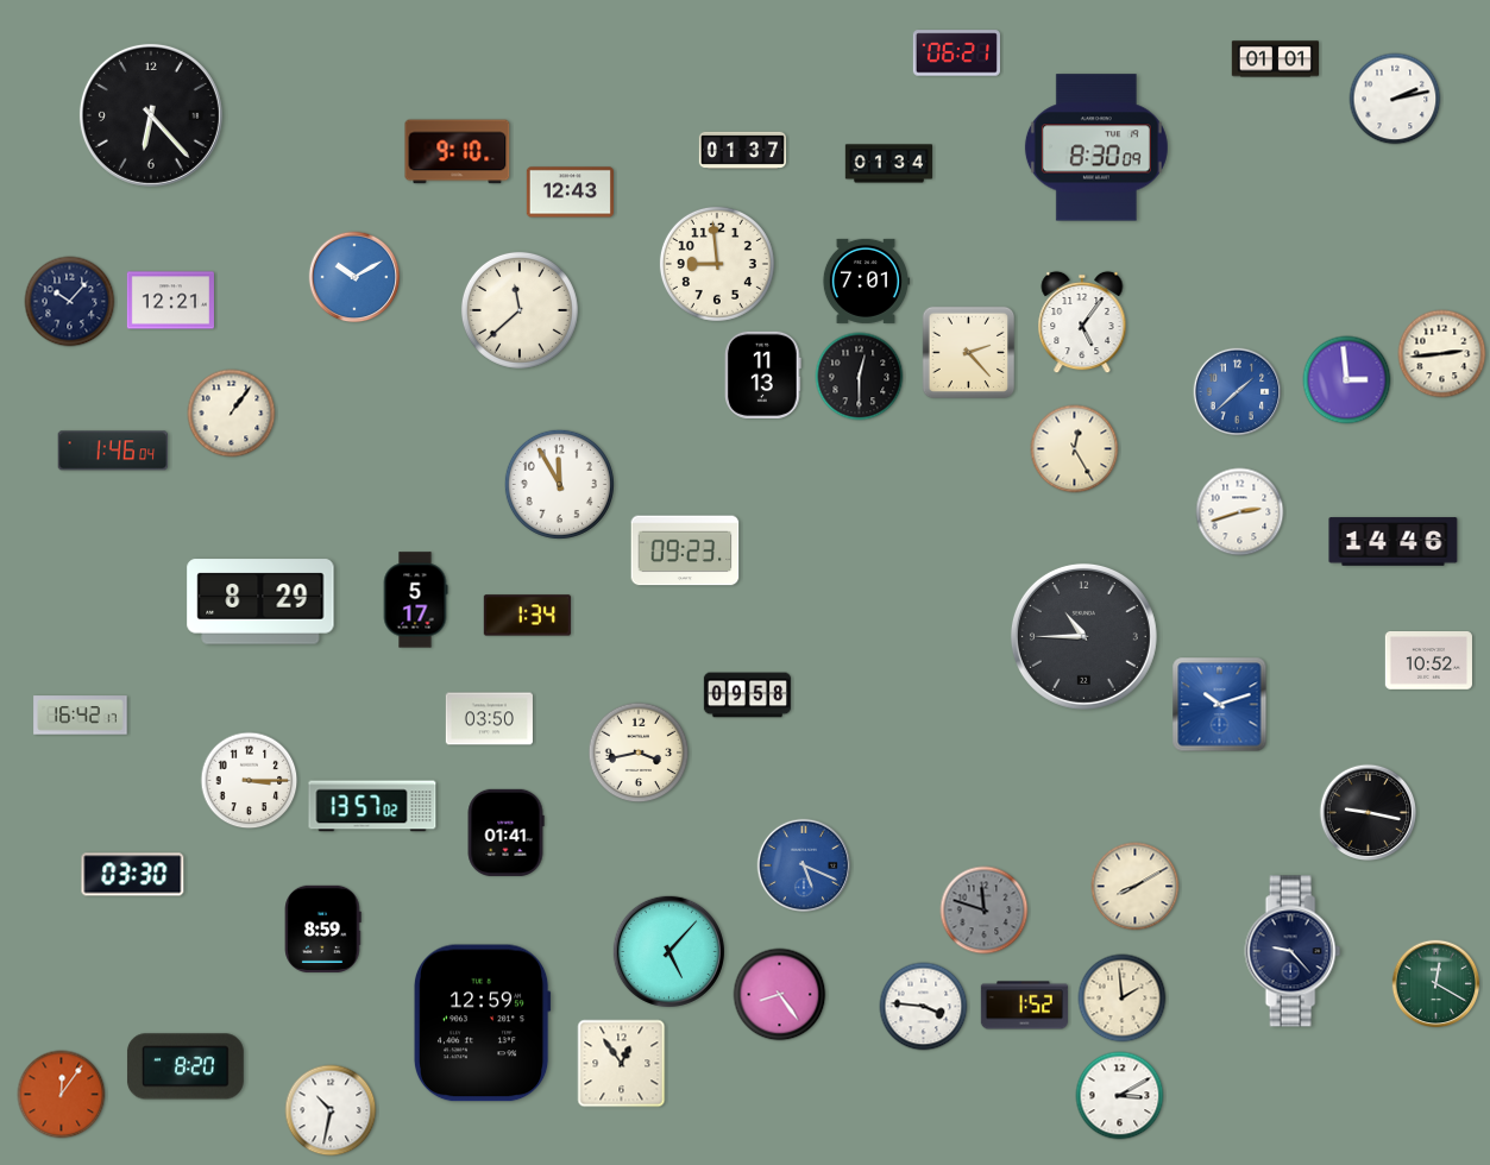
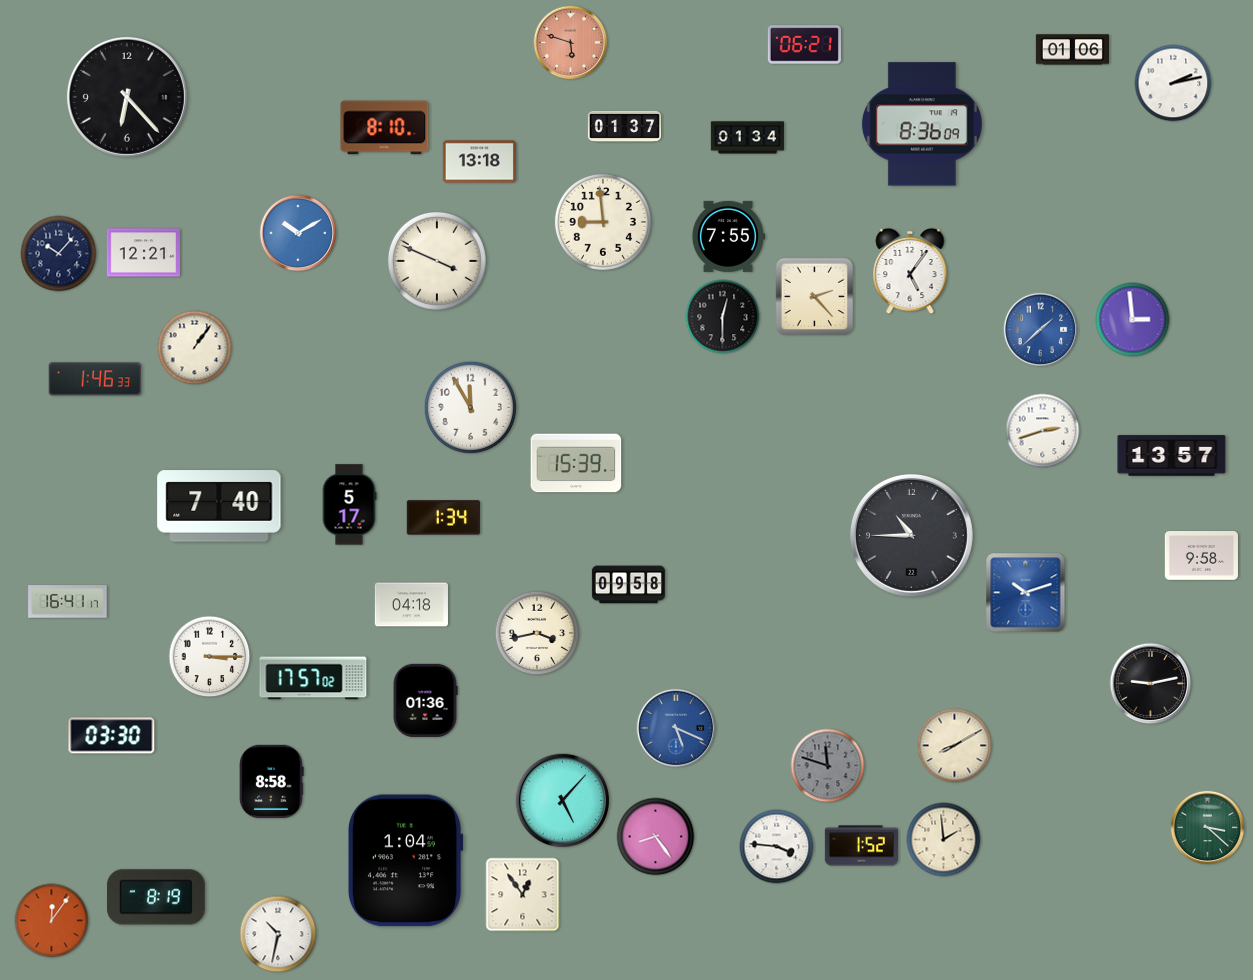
clock at (571, 43): none -> 5:48
clock at (1275, 59): 01:01 -> 01:06
clock at (1096, 147): 8:30 -> 8:36
clock at (458, 152): 9:10 -> 8:10
clock at (570, 193): 12:43 -> 13:18
clock at (866, 281): 7:01 -> 7:55
clock at (520, 310): 11:38 -> 3:49
clock at (1442, 354): 2:44 -> none
clock at (763, 374): 11:13 -> none
clock at (1075, 449): 12:25 -> none
clock at (113, 451): 1:46:04 -> 1:46:33
clock at (1394, 542): 14:46 -> 13:57
clock at (685, 550): 09:23 -> 15:39
clock at (260, 602): 8:29 -> 7:40
clock at (1428, 661): 10:52 -> 9:58
clock at (81, 716): 16:42 -> 16:41
clock at (489, 719): 03:50 -> 04:18
clock at (372, 806): 13:57 -> 17:57
clock at (1369, 813): 9:17 -> 9:13
clock at (505, 832): 01:41 -> 01:36
clock at (323, 928): 8:59 -> 8:58
clock at (1293, 951): 9:23 -> none
clock at (1436, 984): 12:20 -> 3:22
clock at (482, 1024): 12:59 -> 1:04
clock at (186, 1066): 8:20 -> 8:19
clock at (1120, 1096): 3:10 -> none
